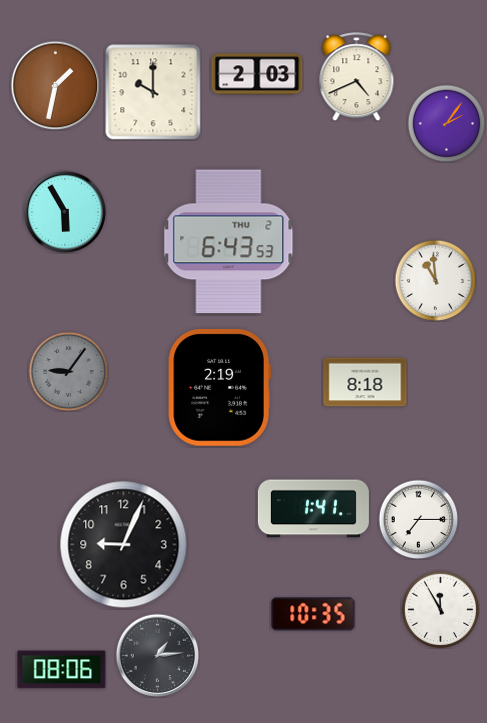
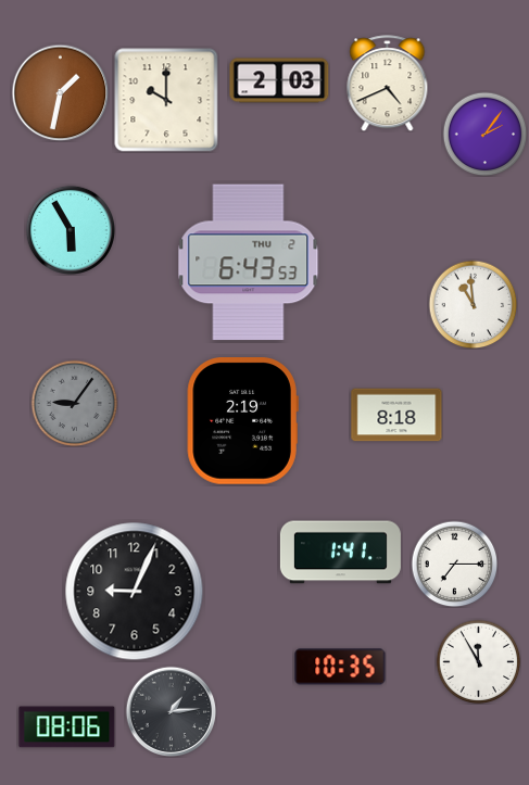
clock at (219, 388) position: (219, 388) -> (242, 421)
